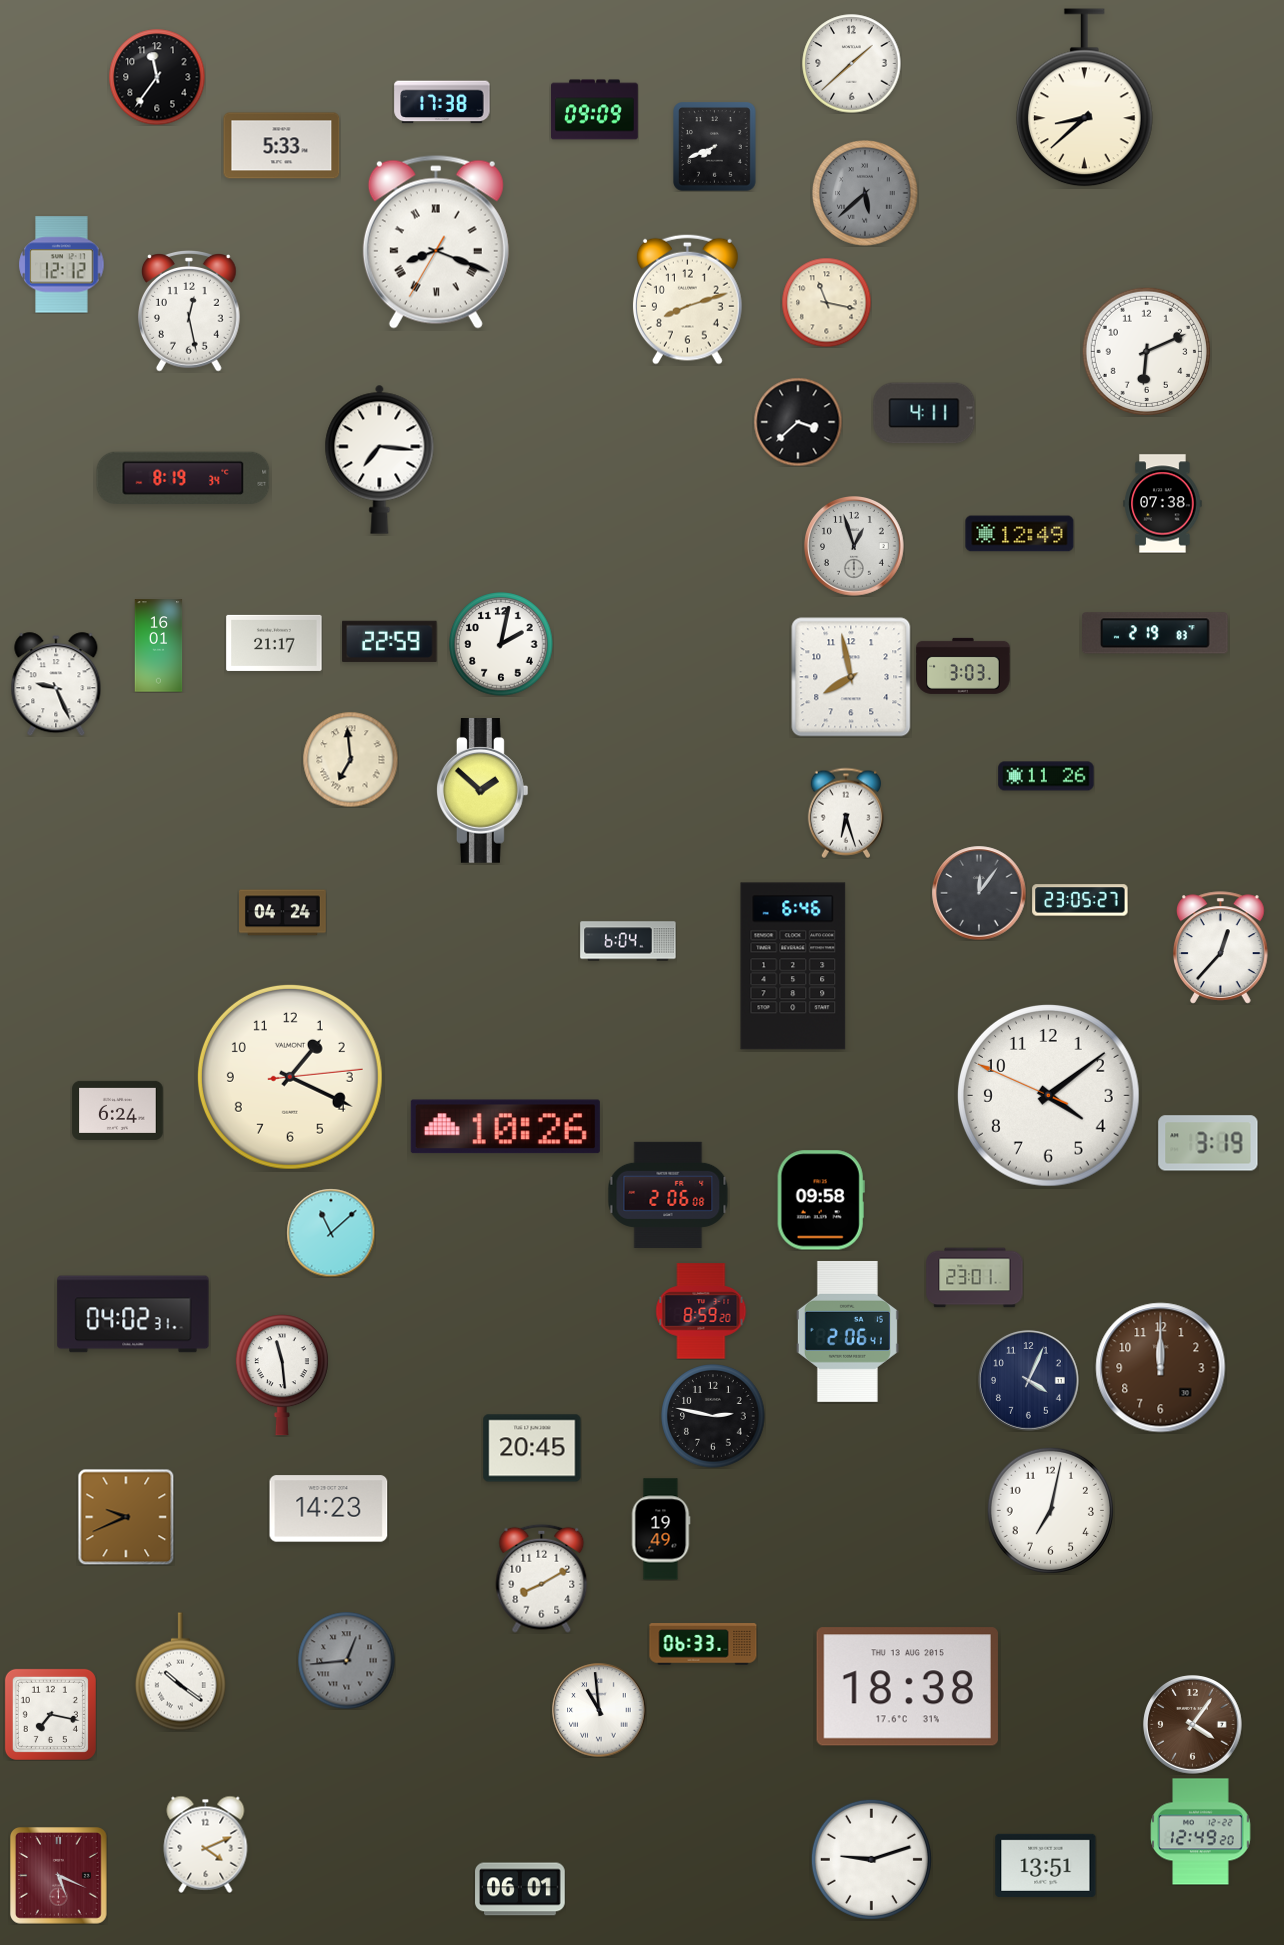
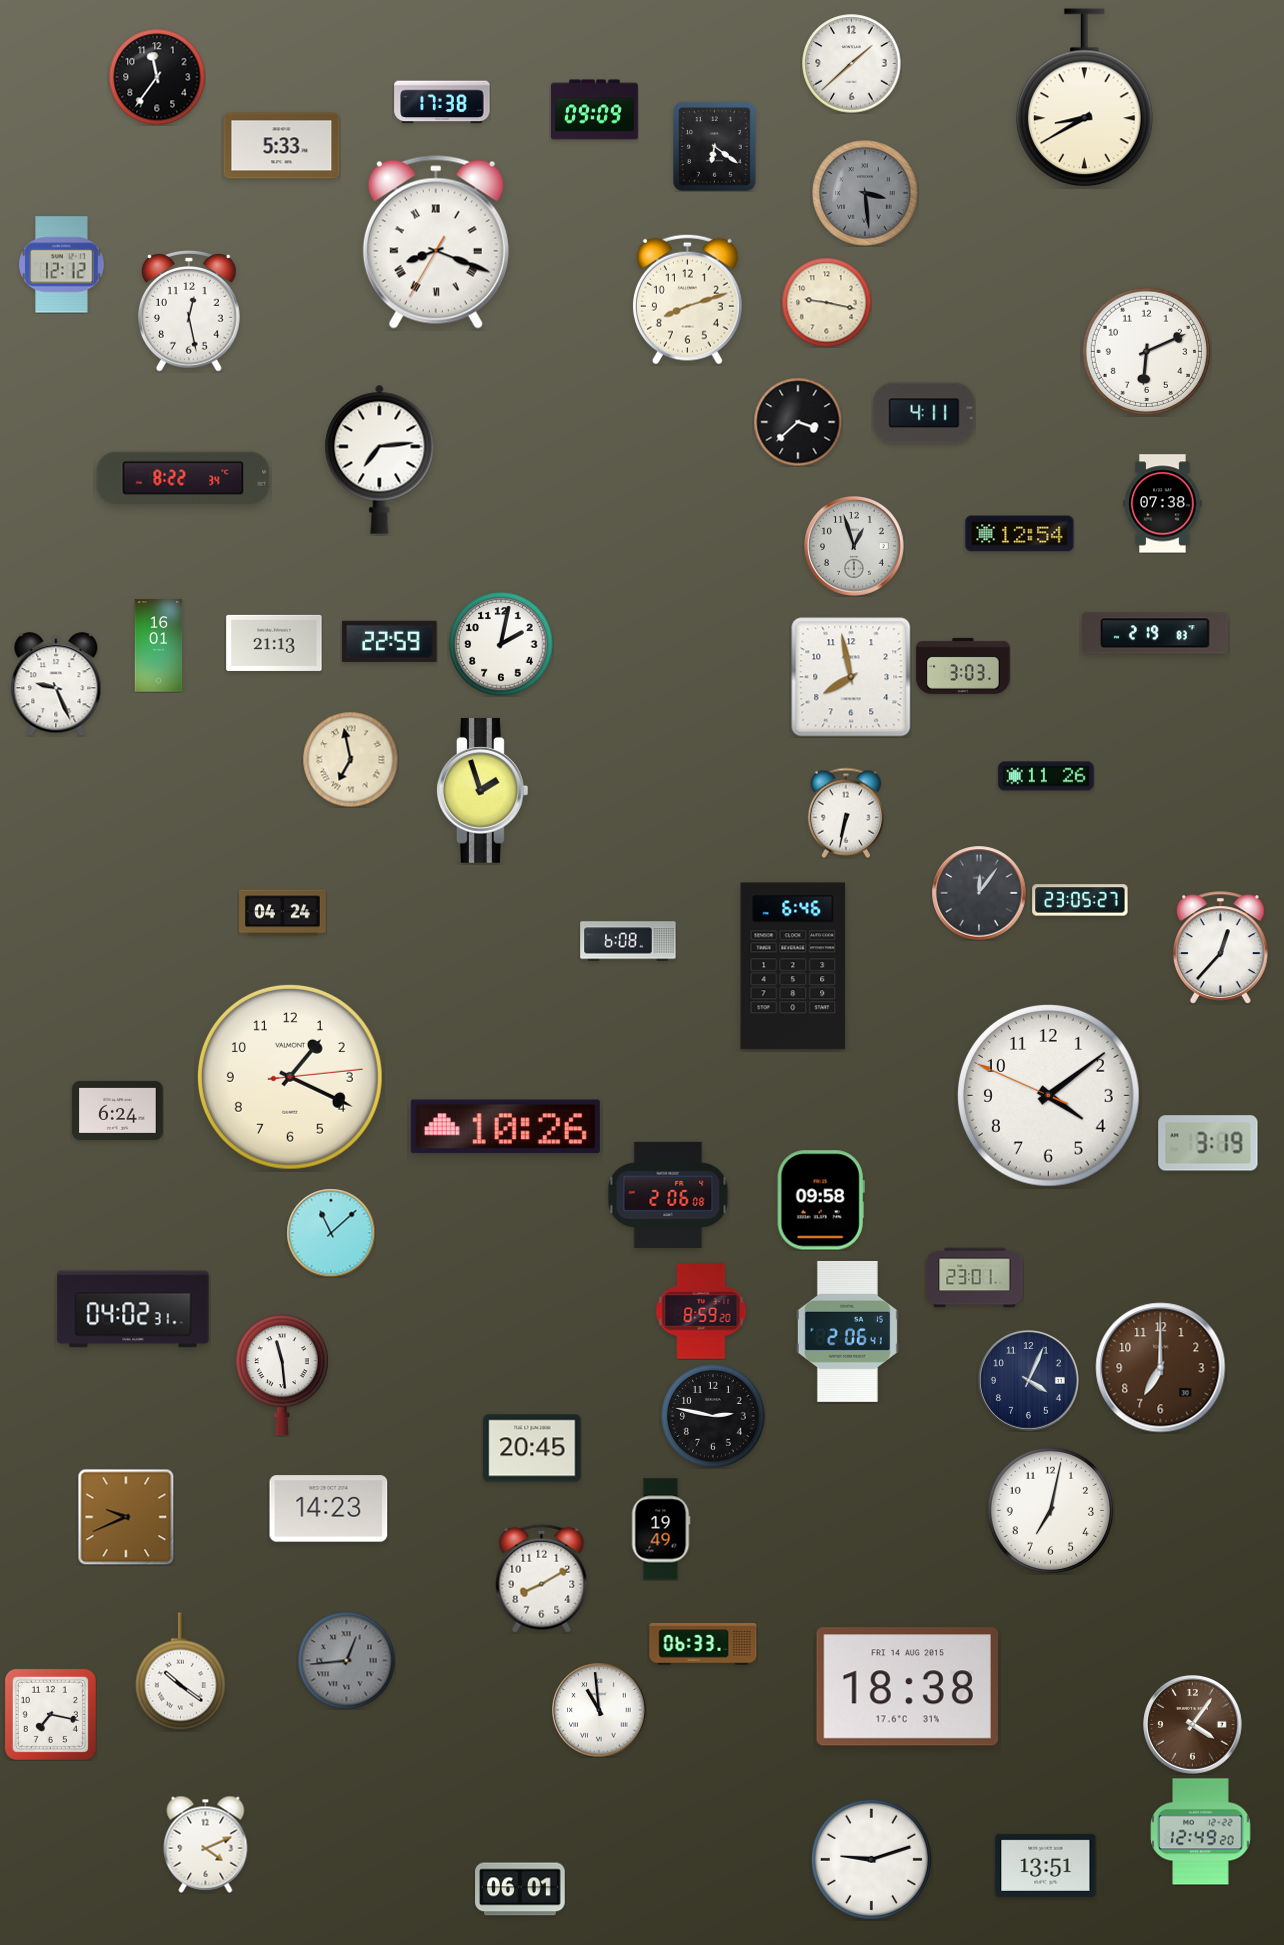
clock at (1085, 98): 8:38 -> 8:40
clock at (715, 147): 7:41 -> 6:21
clock at (865, 193): 5:38 -> 3:29
clock at (826, 302): 11:17 -> 9:17
clock at (380, 459): 7:16 -> 7:14
clock at (183, 478): 8:19 -> 8:22
clock at (1020, 534): 12:49 -> 12:54
clock at (274, 643): 21:17 -> 21:13
clock at (350, 759): 6:59 -> 6:58
clock at (482, 791): 1:52 -> 1:57
clock at (846, 813): 6:27 -> 6:32
clock at (628, 941): 6:04 -> 6:08
clock at (133, 1314) position: (133, 1314) -> (133, 1309)
clock at (1161, 1368): 12:00 -> 7:00
clock at (907, 1687) date: THU 13 AUG 2015 -> FRI 14 AUG 2015
clock at (59, 1876): 5:19 -> none
